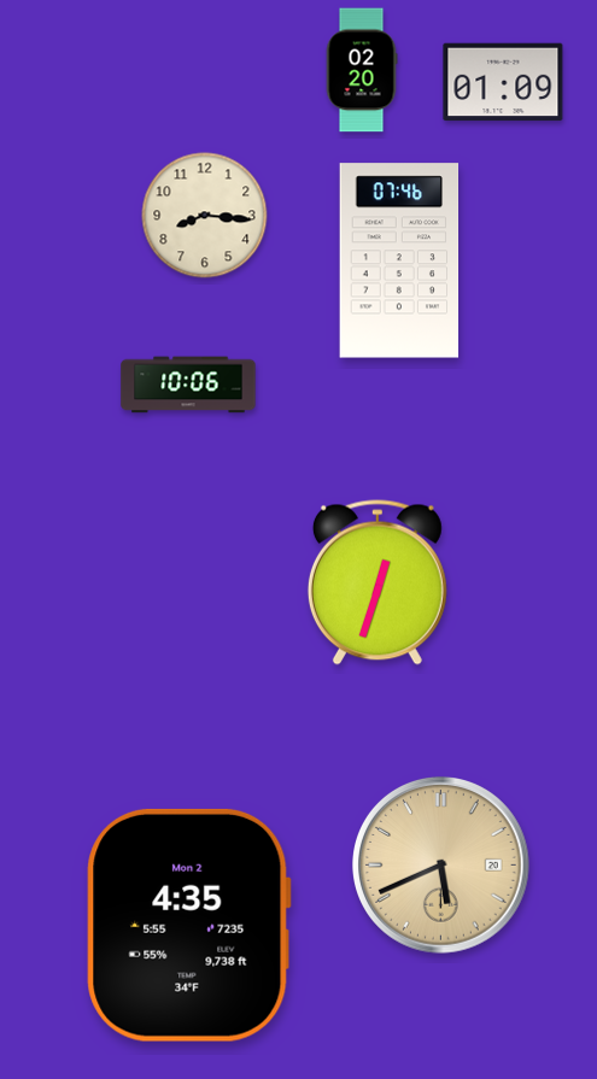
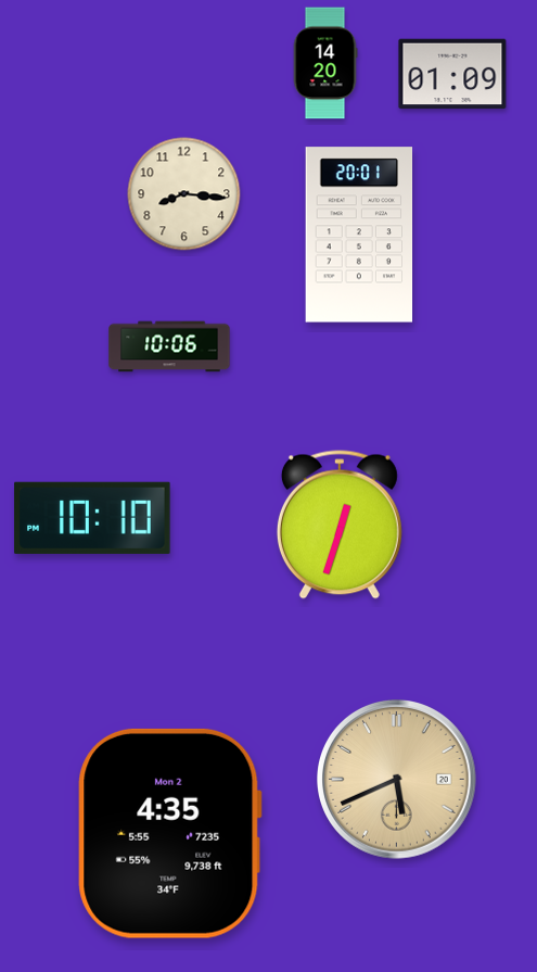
clock at (362, 70): 02:20 -> 14:20
clock at (399, 260): 07:46 -> 20:01
clock at (92, 518): none -> 10:10
